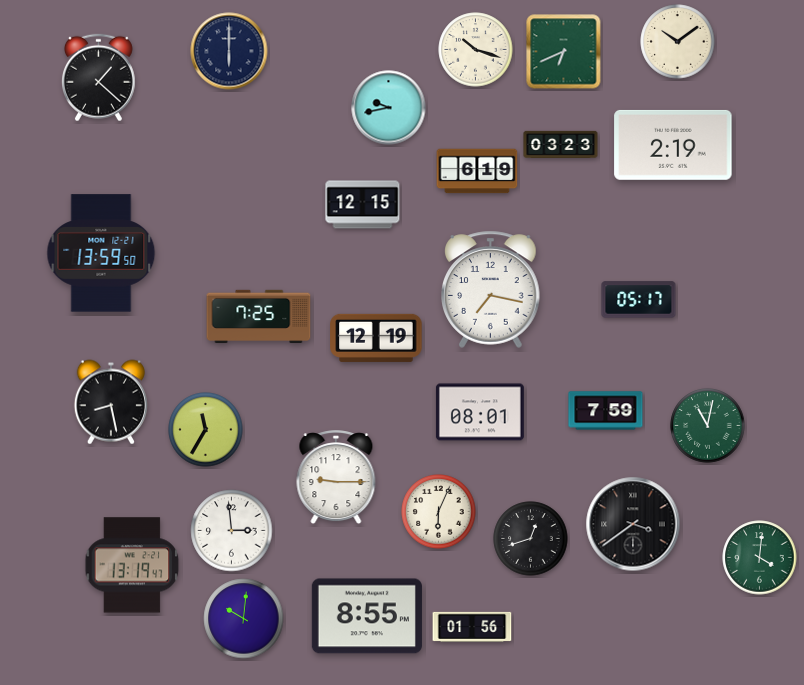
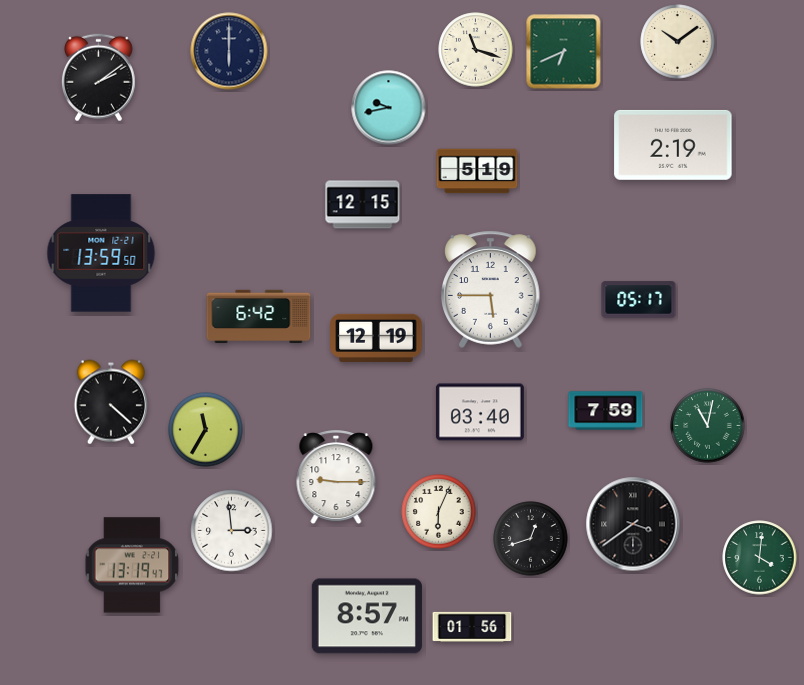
clock at (476, 50): 10:18 -> 11:18
clock at (98, 78): 1:22 -> 2:09
clock at (561, 144): 03:23 -> none
clock at (477, 171): 6:19 -> 5:19
clock at (491, 289): 7:17 -> 5:45
clock at (259, 317): 7:25 -> 6:42
clock at (111, 402): 8:28 -> 4:22
clock at (480, 412): 08:01 -> 03:40
clock at (367, 616): 8:55 -> 8:57
clock at (244, 619): 10:01 -> none
